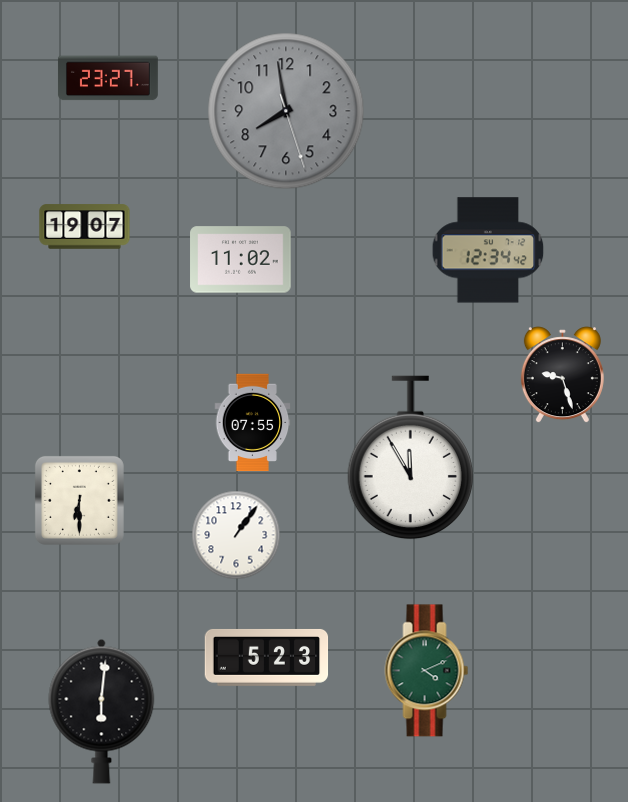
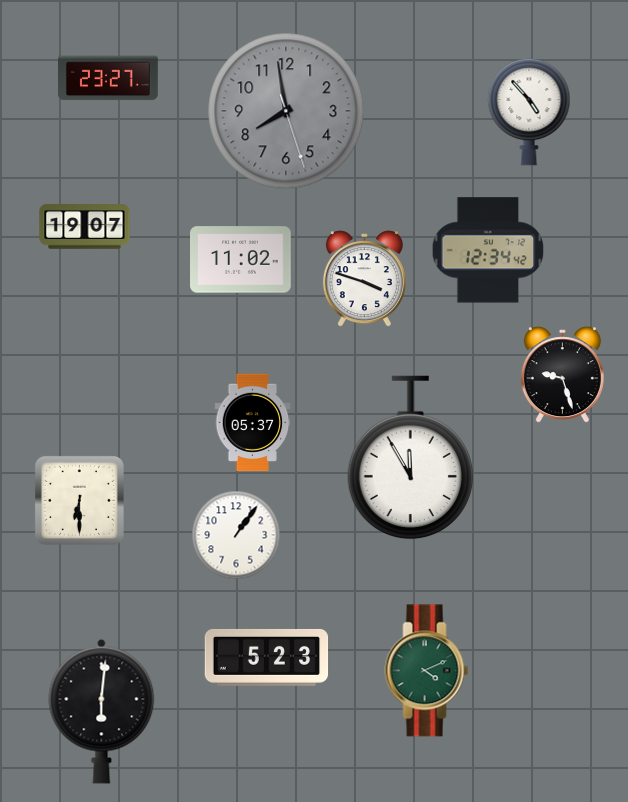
clock at (529, 112): none -> 4:53
clock at (364, 279): none -> 3:48
clock at (253, 423): 07:55 -> 05:37
